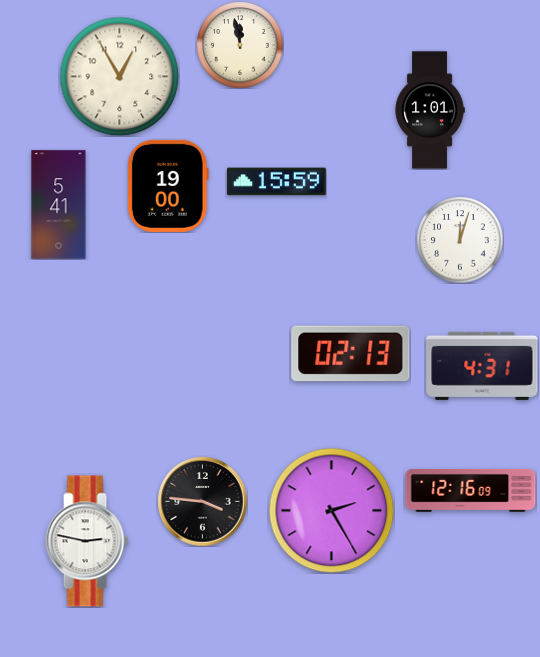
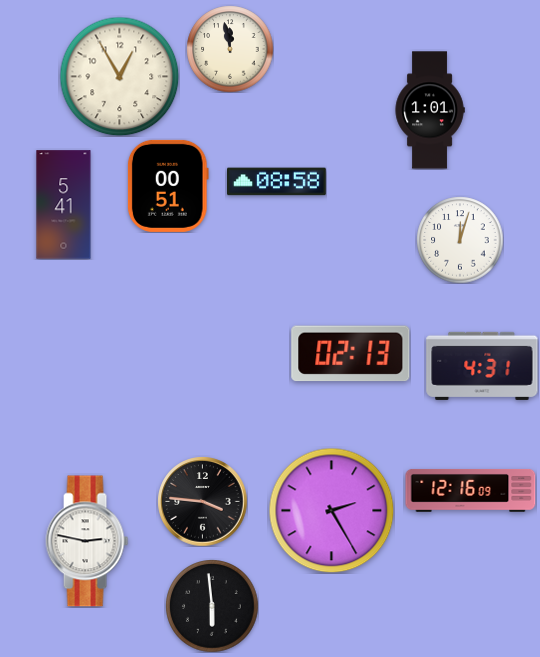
clock at (240, 45) position: (240, 45) -> (230, 49)
clock at (277, 182): 15:59 -> 08:58
clock at (168, 186): 19:00 -> 00:51
clock at (59, 205) position: (59, 205) -> (64, 205)
clock at (212, 606): none -> 5:59
